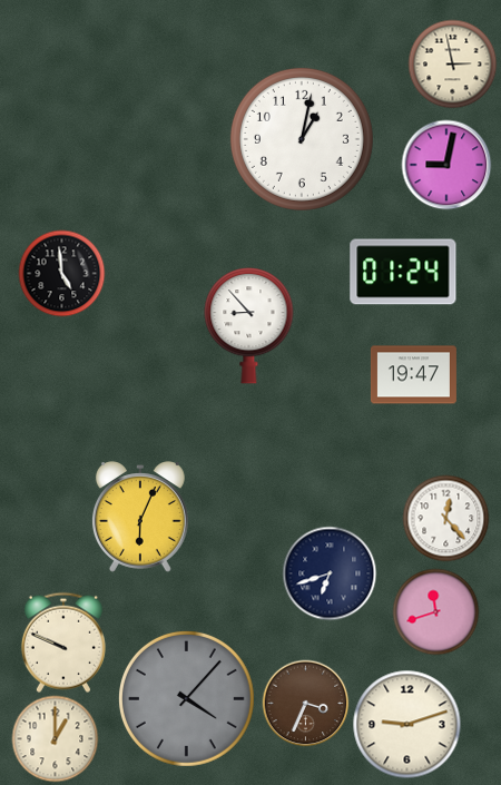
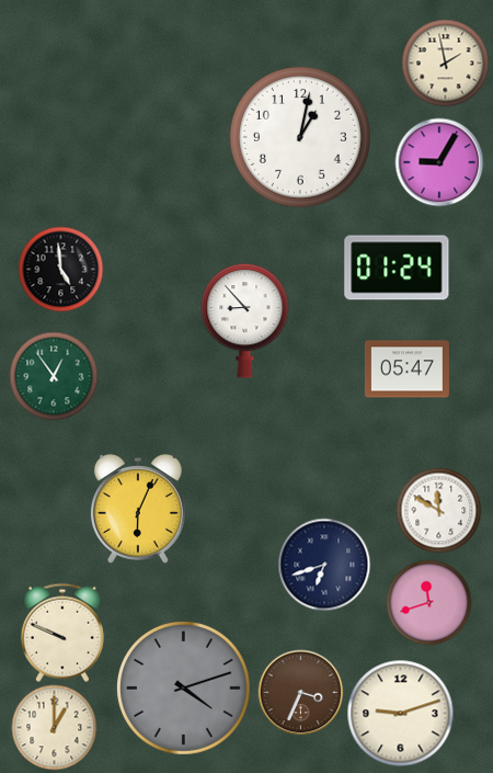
clock at (452, 63): 2:58 -> 1:58
clock at (302, 139) position: (302, 139) -> (300, 137)
clock at (446, 165): 9:02 -> 9:05
clock at (413, 375): 19:47 -> 05:47
clock at (54, 376): none -> 12:54
clock at (445, 518): 12:23 -> 11:50
clock at (186, 698): 4:07 -> 4:12
